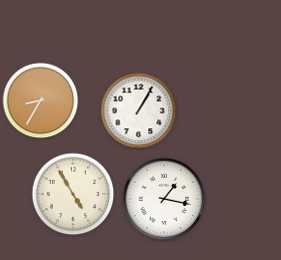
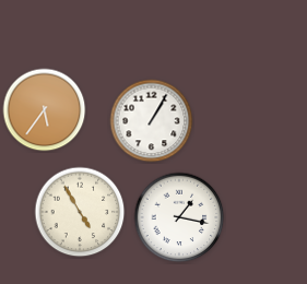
clock at (41, 101): 8:35 -> 5:36
